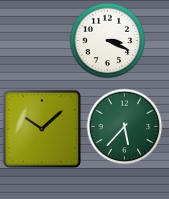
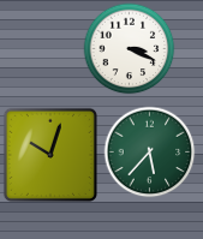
clock at (42, 129): 10:08 -> 10:03
